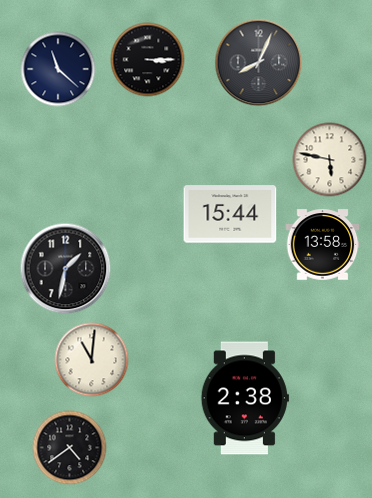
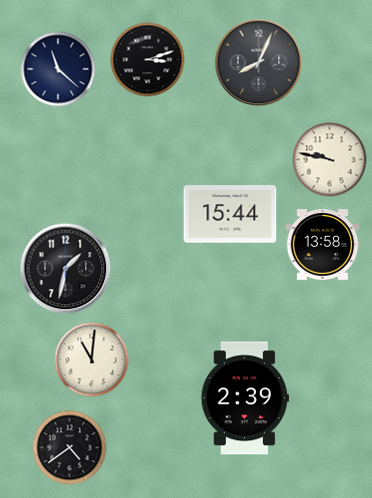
clock at (148, 60): 3:15 -> 3:12
clock at (330, 160): 5:47 -> 9:47
clock at (245, 398): 2:38 -> 2:39
